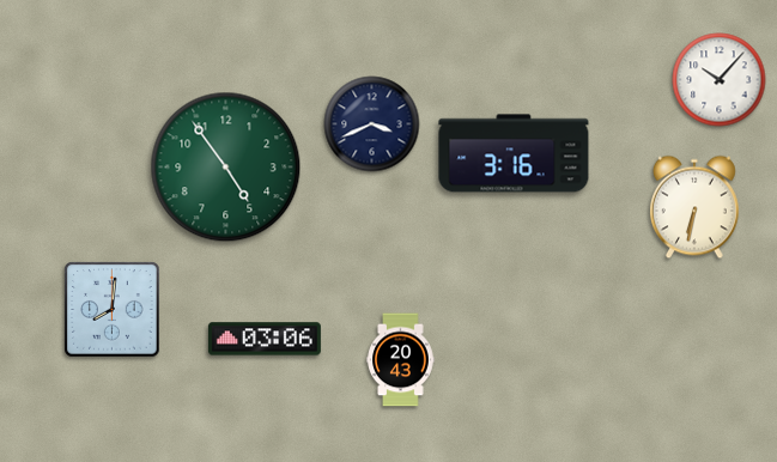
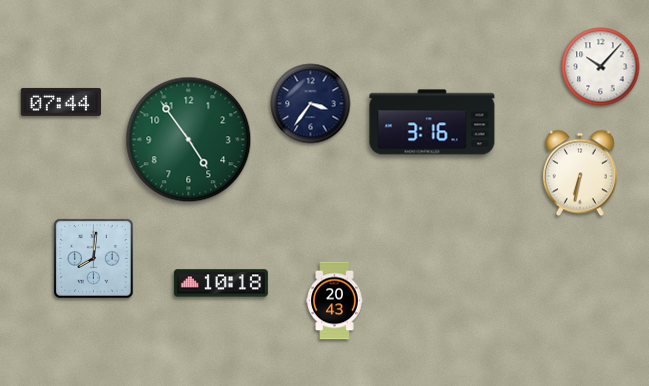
clock at (60, 102): none -> 07:44
clock at (372, 124): 3:41 -> 3:36
clock at (514, 153) position: (514, 153) -> (432, 122)
clock at (265, 339): 03:06 -> 10:18
